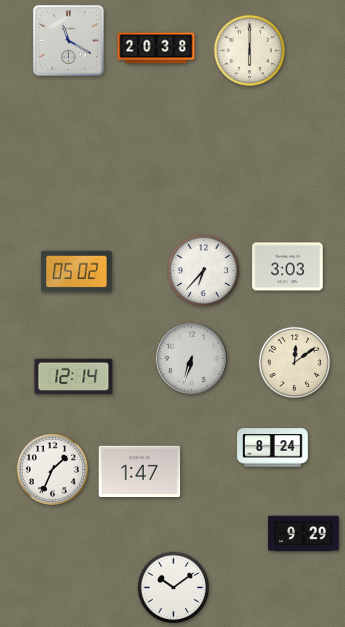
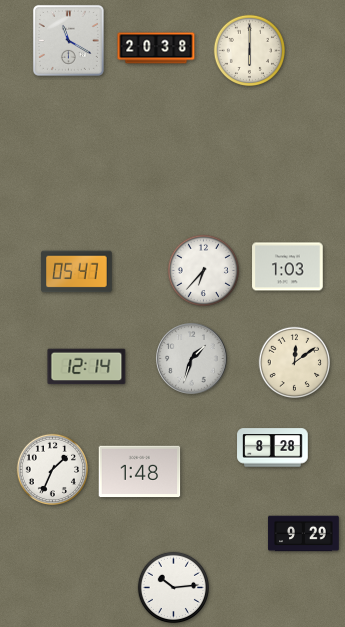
clock at (288, 267): 3:03 -> 1:03
clock at (77, 272): 05:02 -> 05:47
clock at (192, 359): 6:33 -> 1:33
clock at (74, 377) position: (74, 377) -> (87, 367)
clock at (273, 448): 8:24 -> 8:28
clock at (140, 472): 1:47 -> 1:48
clock at (173, 587): 10:09 -> 10:14
